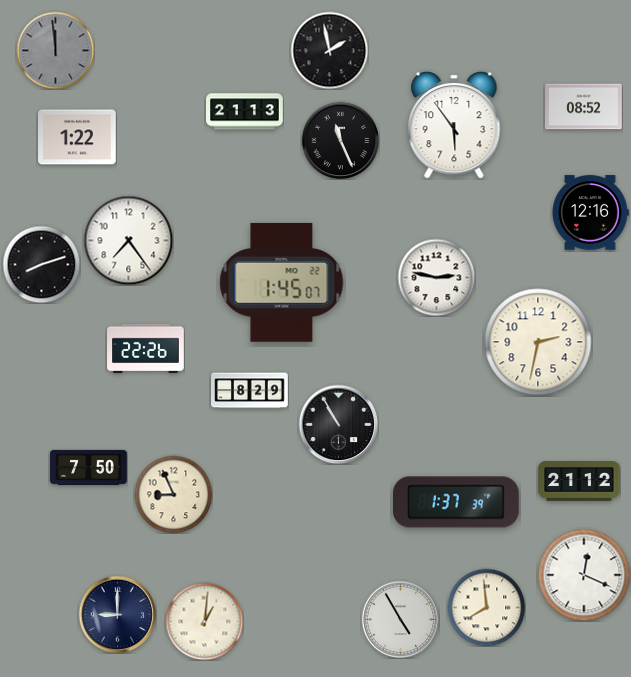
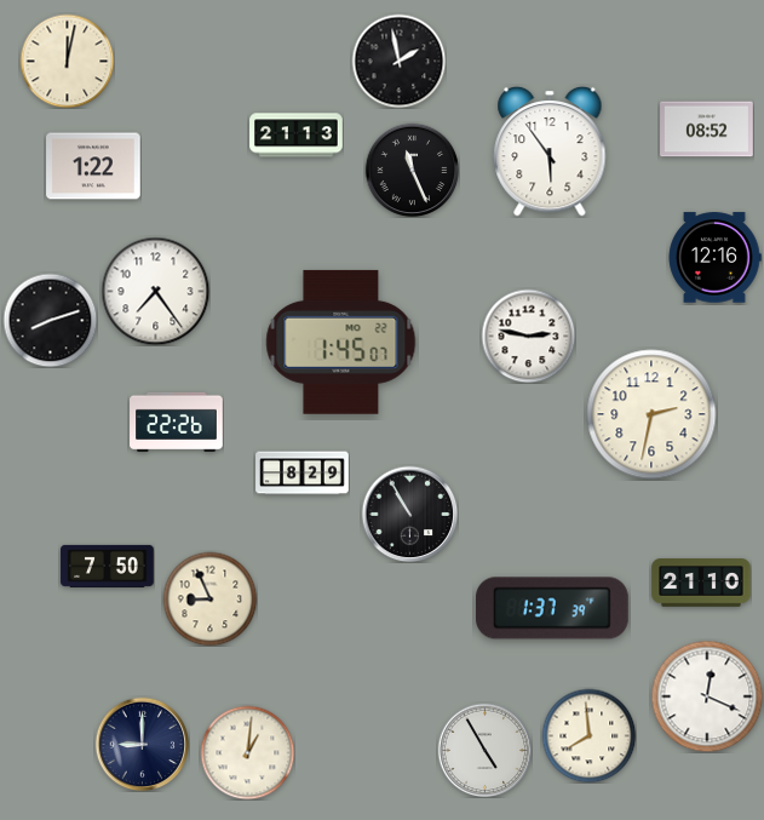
clock at (55, 50): 11:59 -> 12:02
clock at (55, 50) dial: grey -> cream
clock at (579, 481): 21:12 -> 21:10
